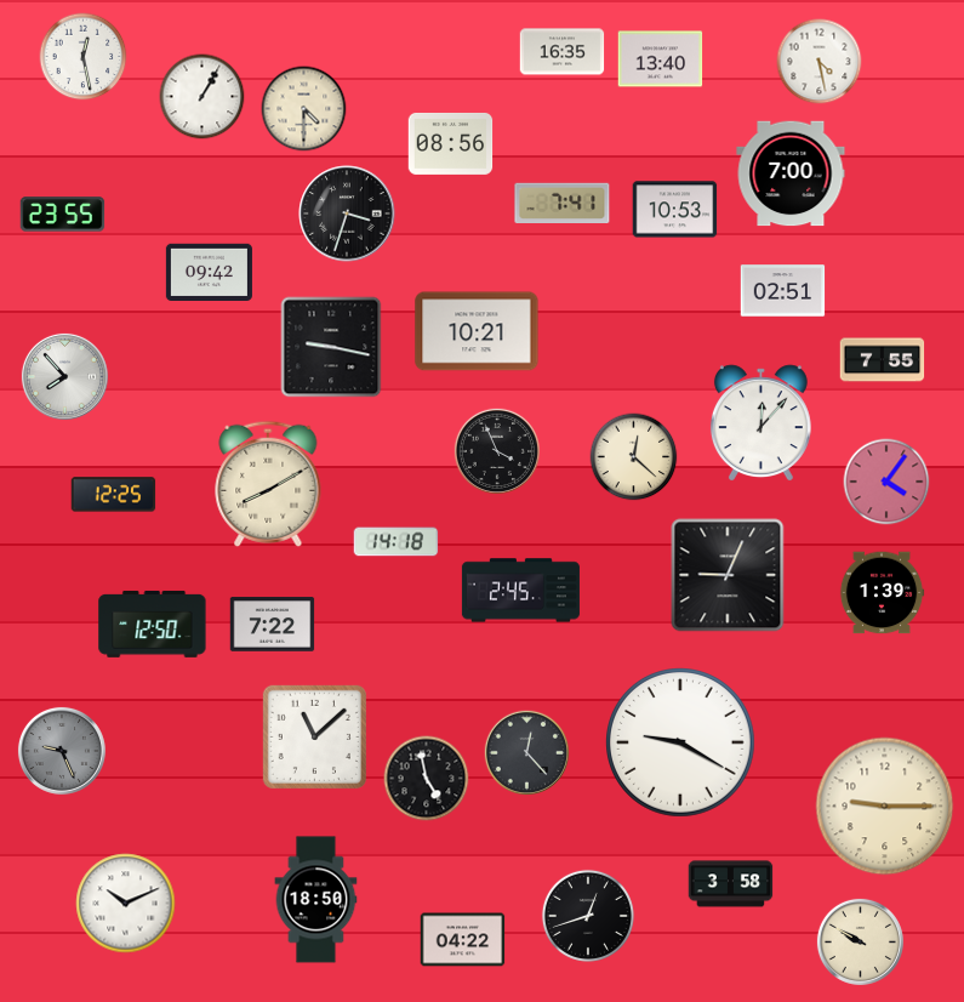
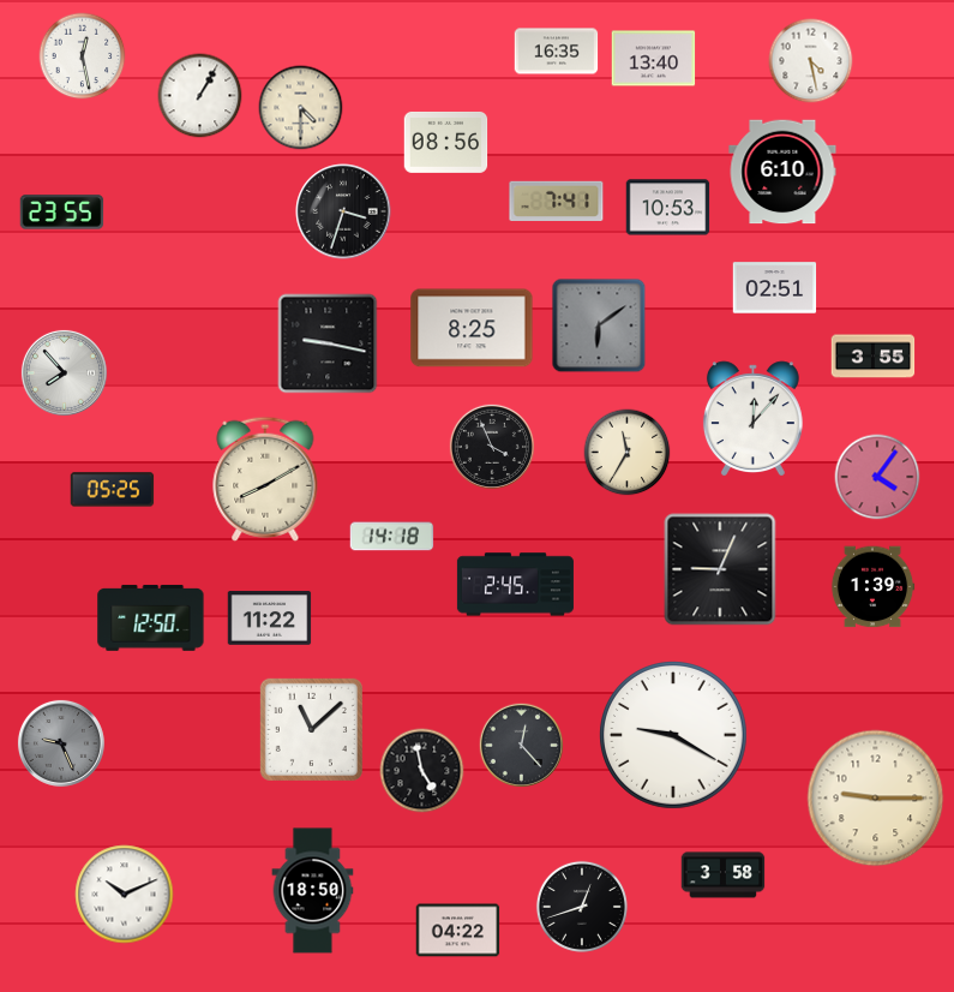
clock at (791, 173): 7:00 -> 6:10
clock at (209, 272): 09:42 -> none
clock at (599, 325): none -> 6:09
clock at (477, 331): 10:21 -> 8:25
clock at (883, 360): 7:55 -> 3:55
clock at (634, 457): 12:22 -> 11:35
clock at (114, 495): 12:25 -> 05:25
clock at (273, 625): 7:22 -> 11:22
clock at (860, 941): 9:50 -> none
